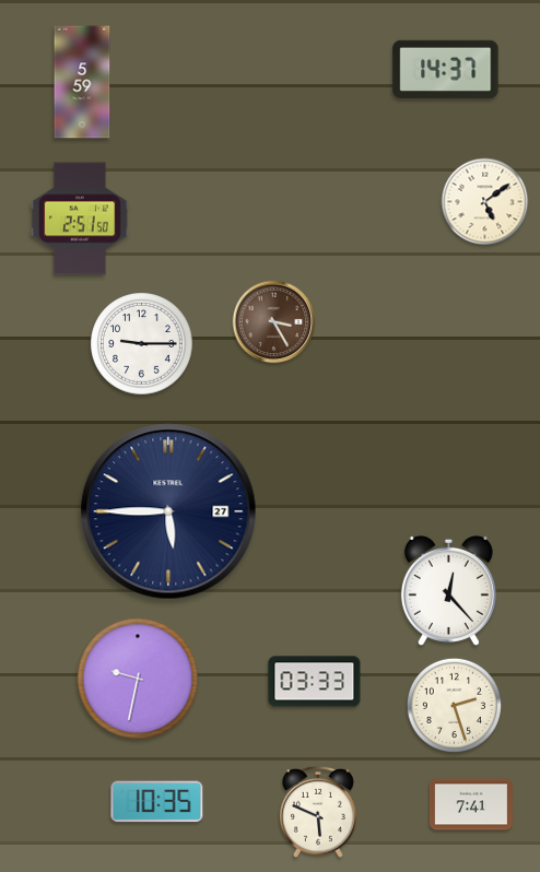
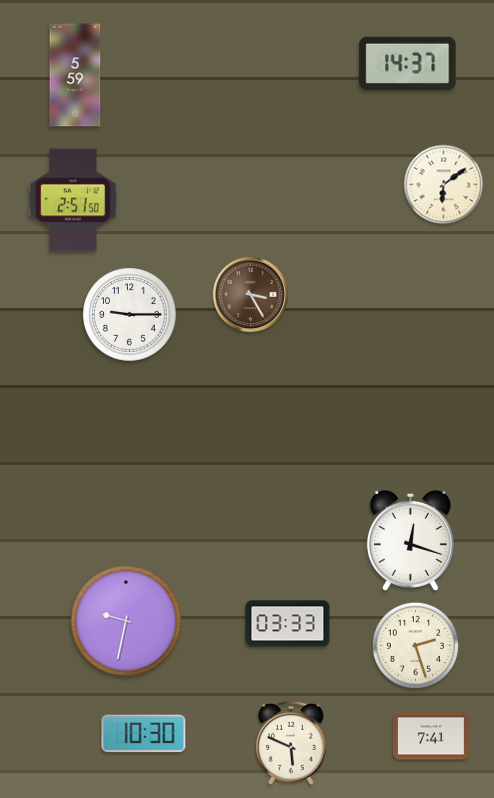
clock at (485, 202): 5:09 -> 6:09
clock at (168, 511): 5:45 -> none
clock at (448, 590): 12:23 -> 12:18
clock at (157, 802): 10:35 -> 10:30
